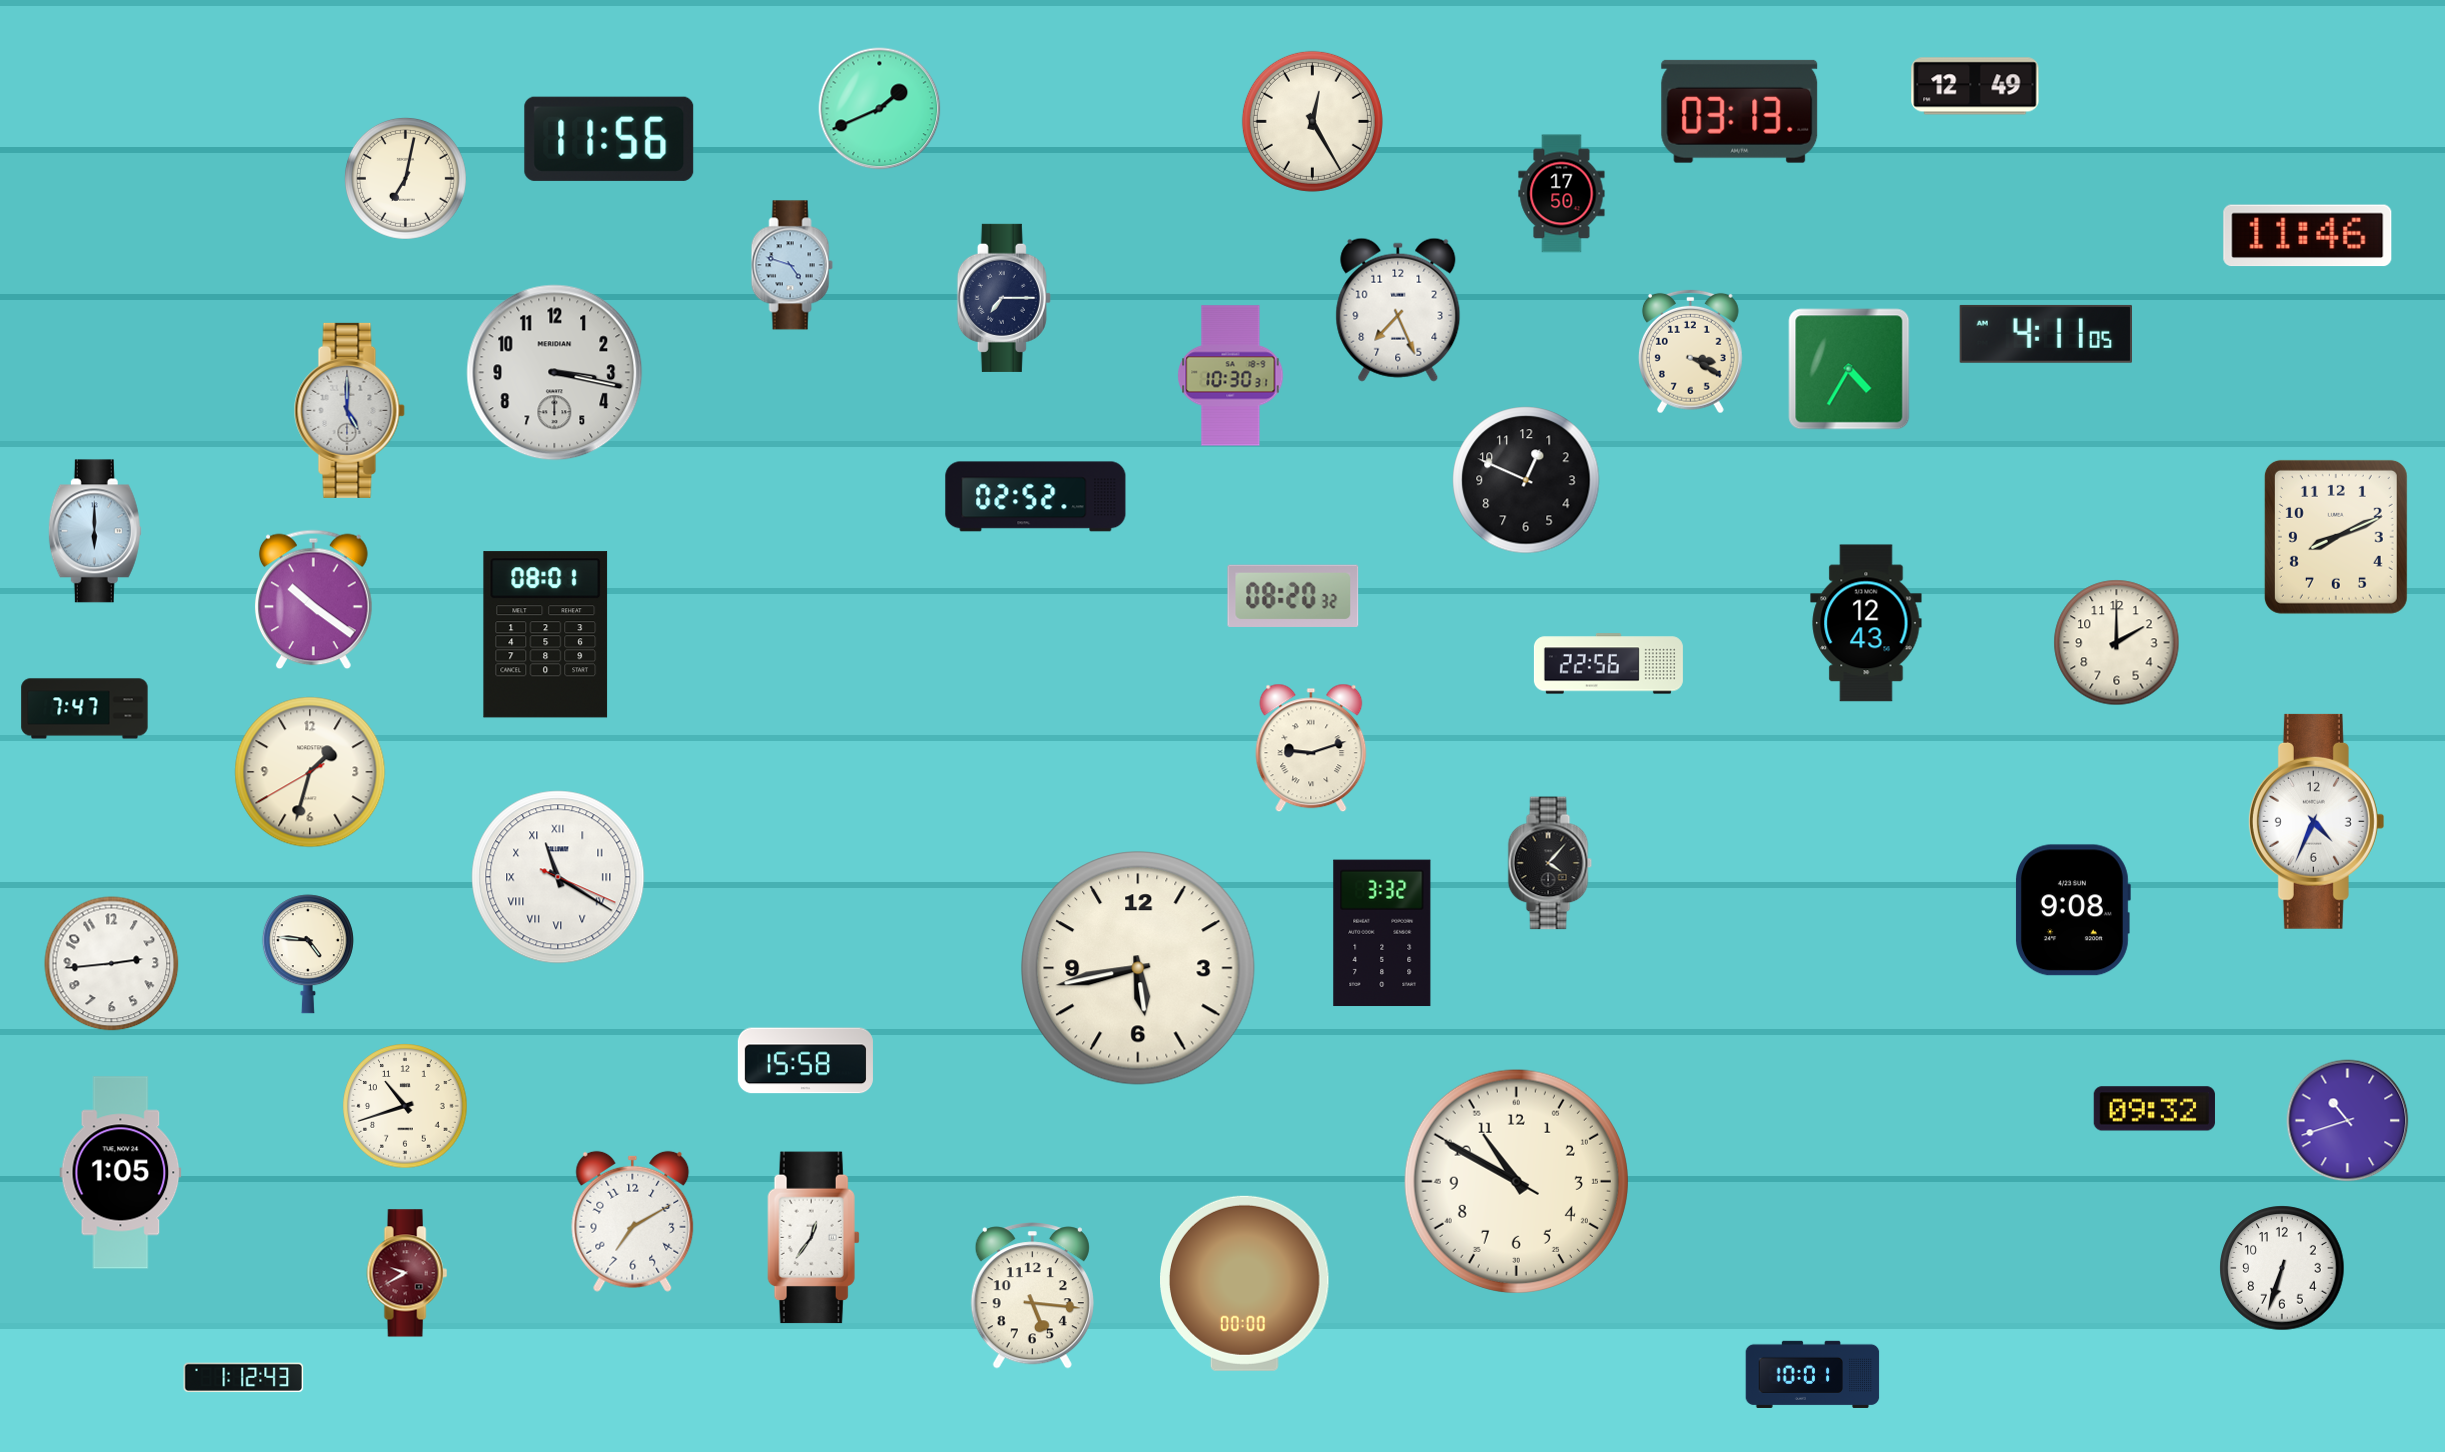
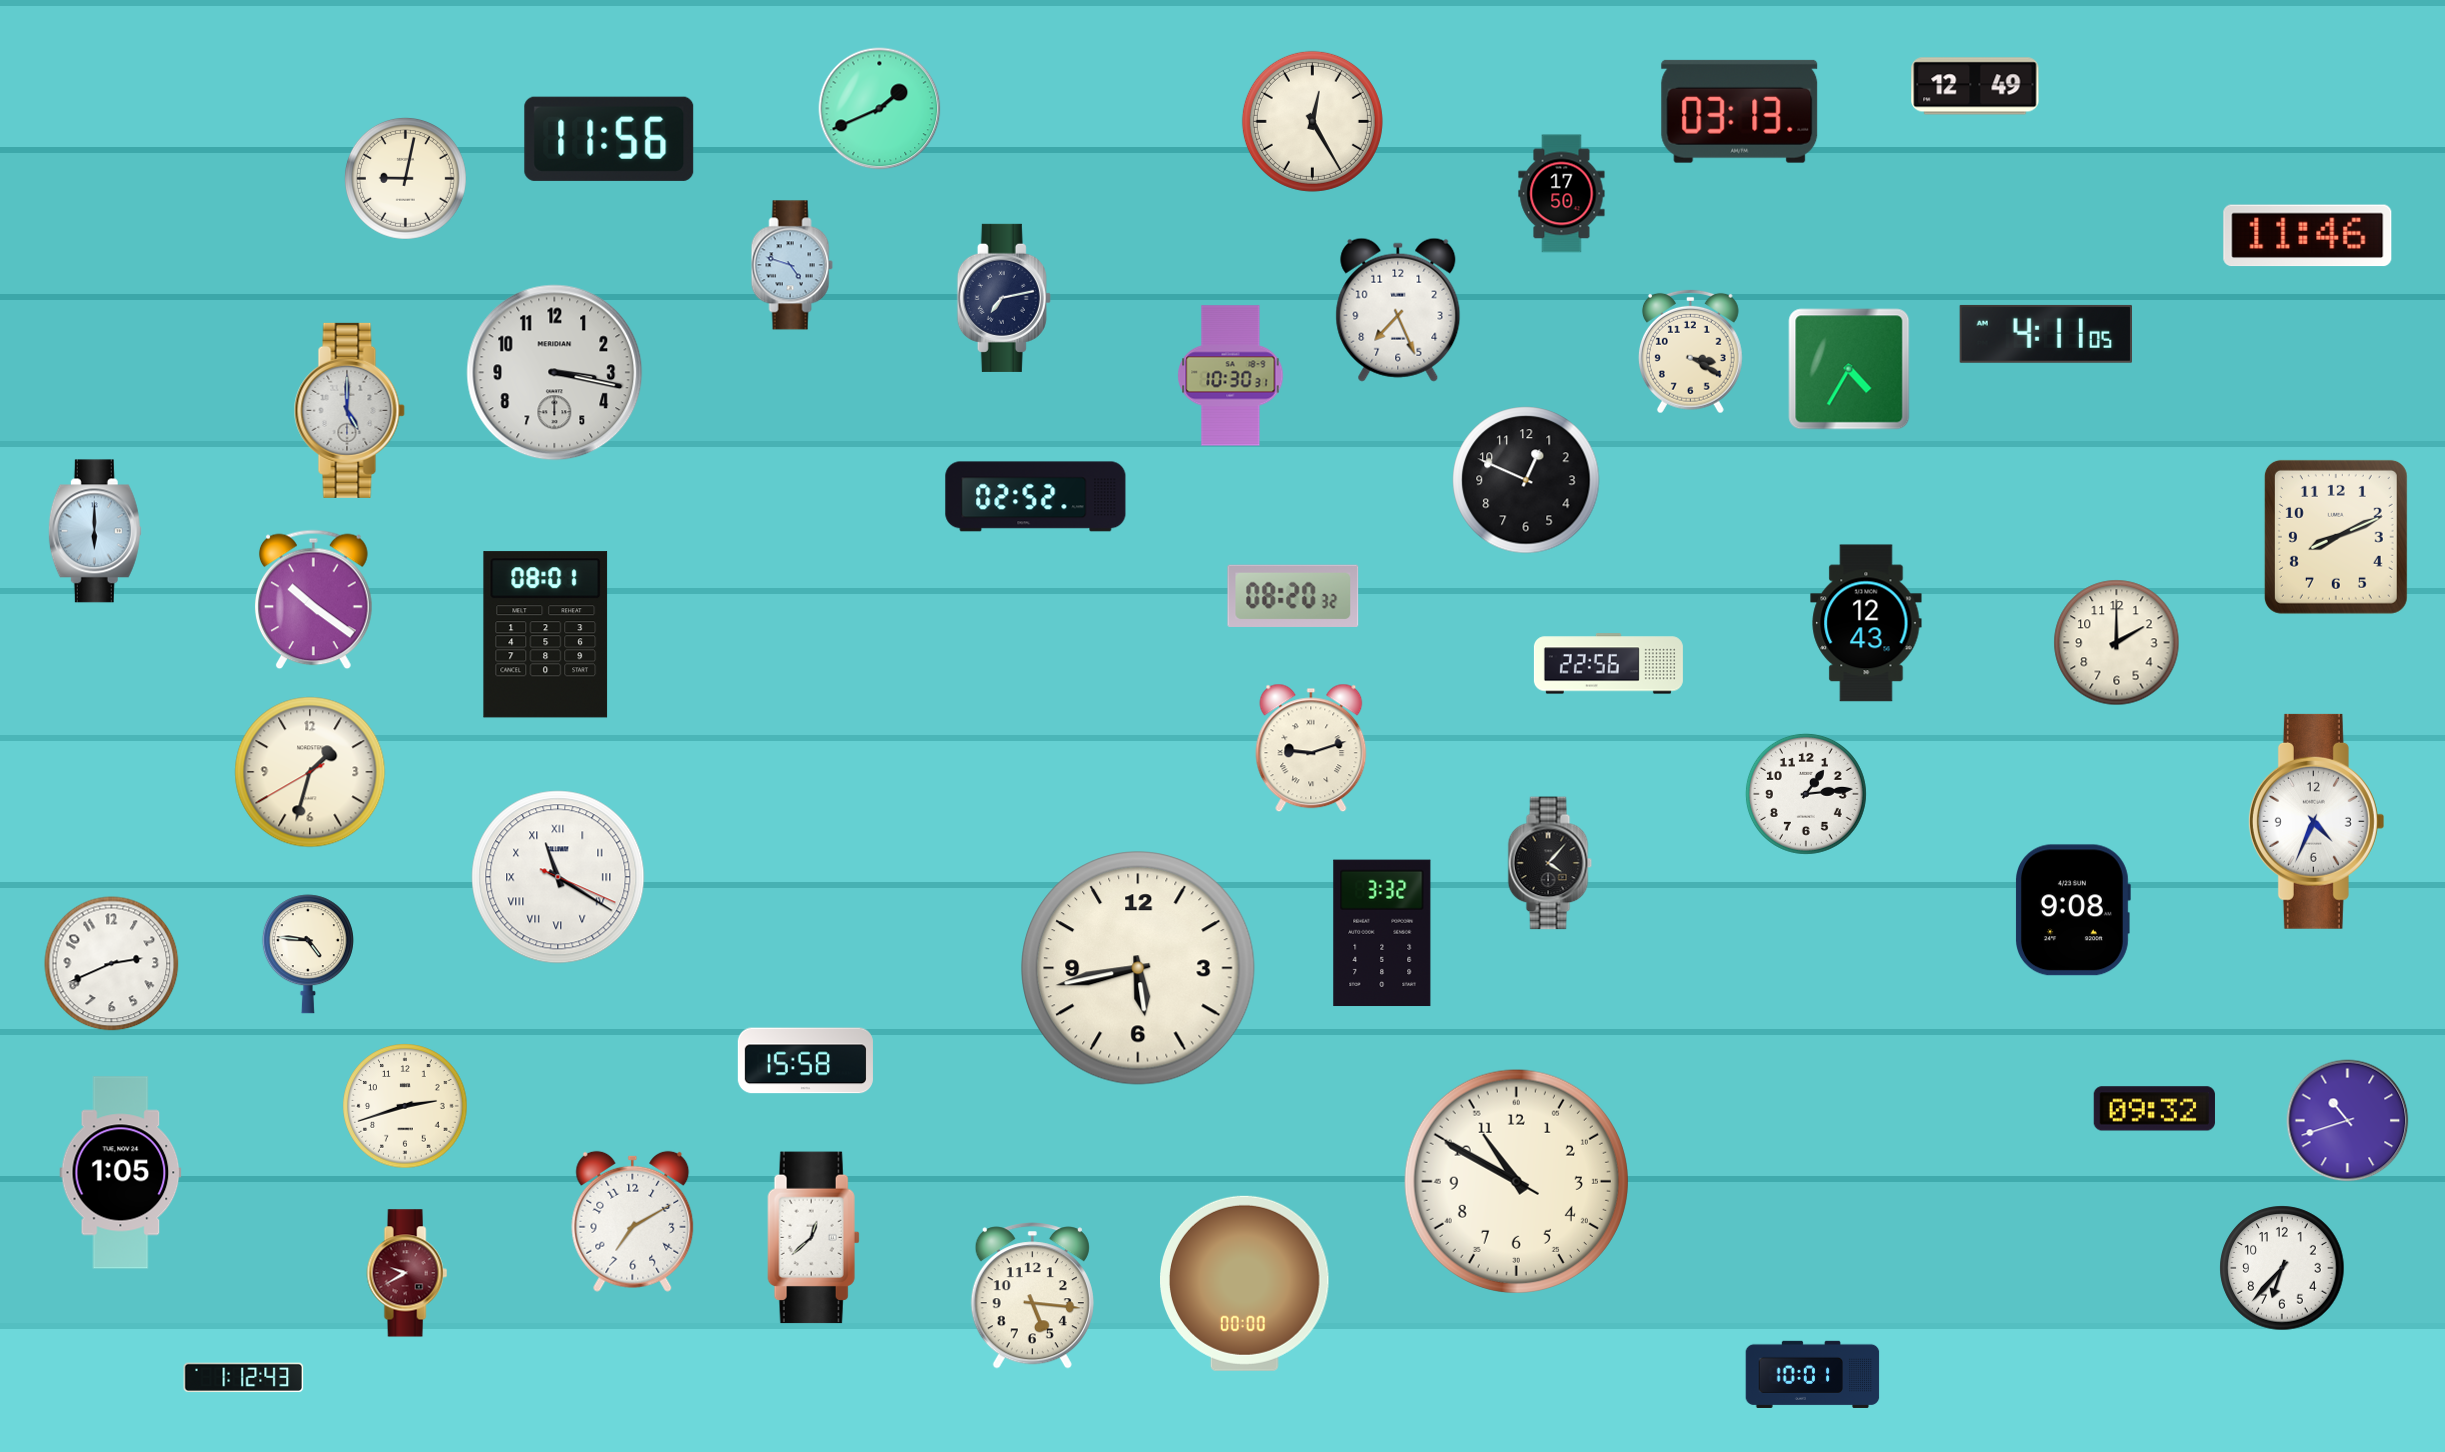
clock at (405, 178): 7:02 -> 9:02
clock at (1004, 298): 7:15 -> 7:13
clock at (85, 709): 7:47 -> none
clock at (1806, 794): none -> 1:14
clock at (112, 964): 2:44 -> 2:41
clock at (405, 1106): 10:42 -> 2:42
clock at (814, 1238): 12:36 -> 12:38
clock at (2282, 1268): 6:33 -> 6:37
